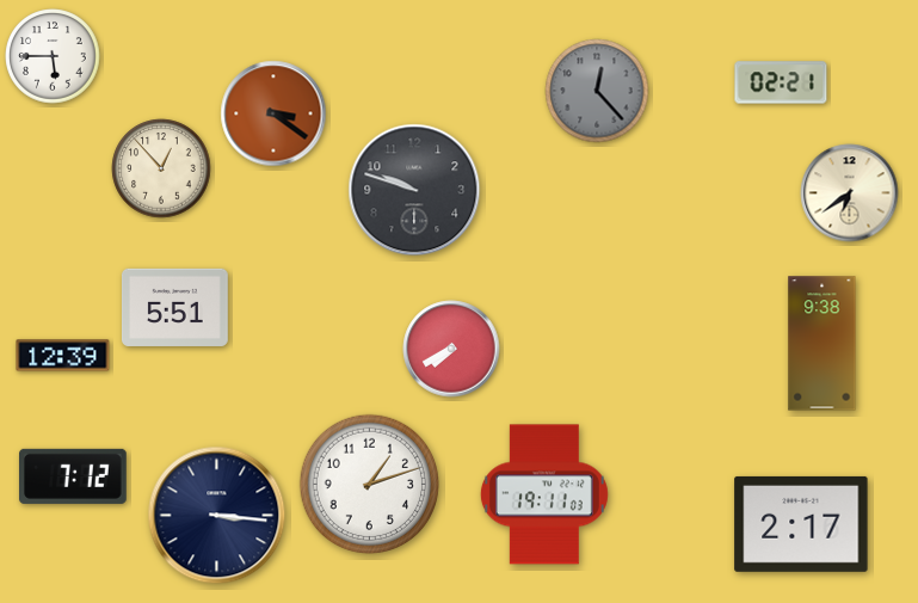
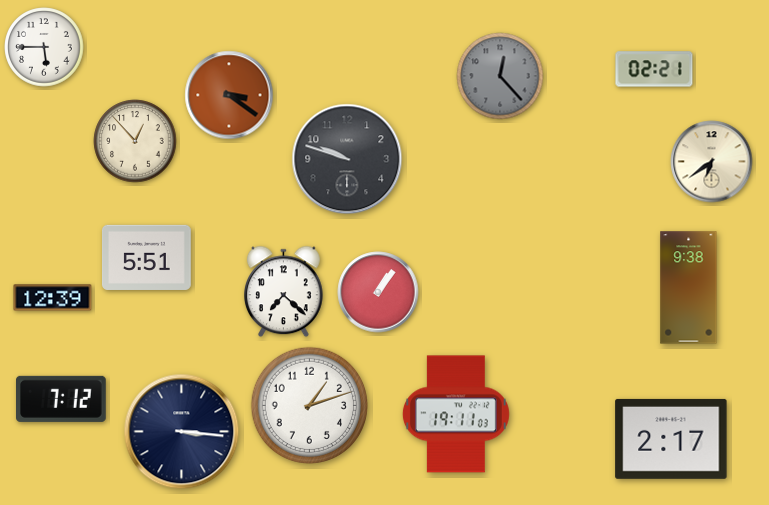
clock at (284, 292): none -> 7:22
clock at (451, 349): 7:40 -> 1:06
